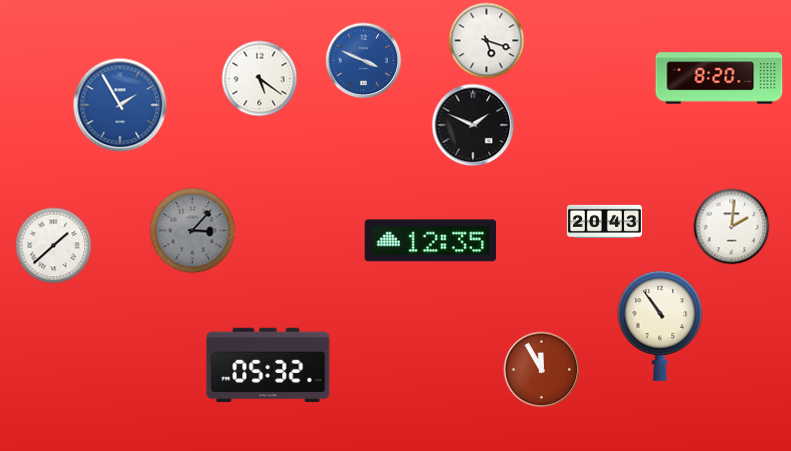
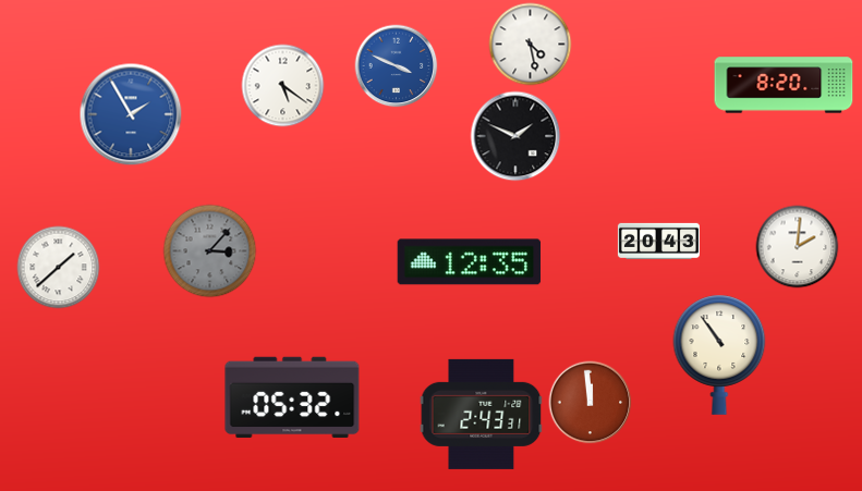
clock at (487, 41): 5:18 -> 4:28
clock at (542, 370): 11:55 -> 11:59
clock at (482, 414): none -> 2:43
